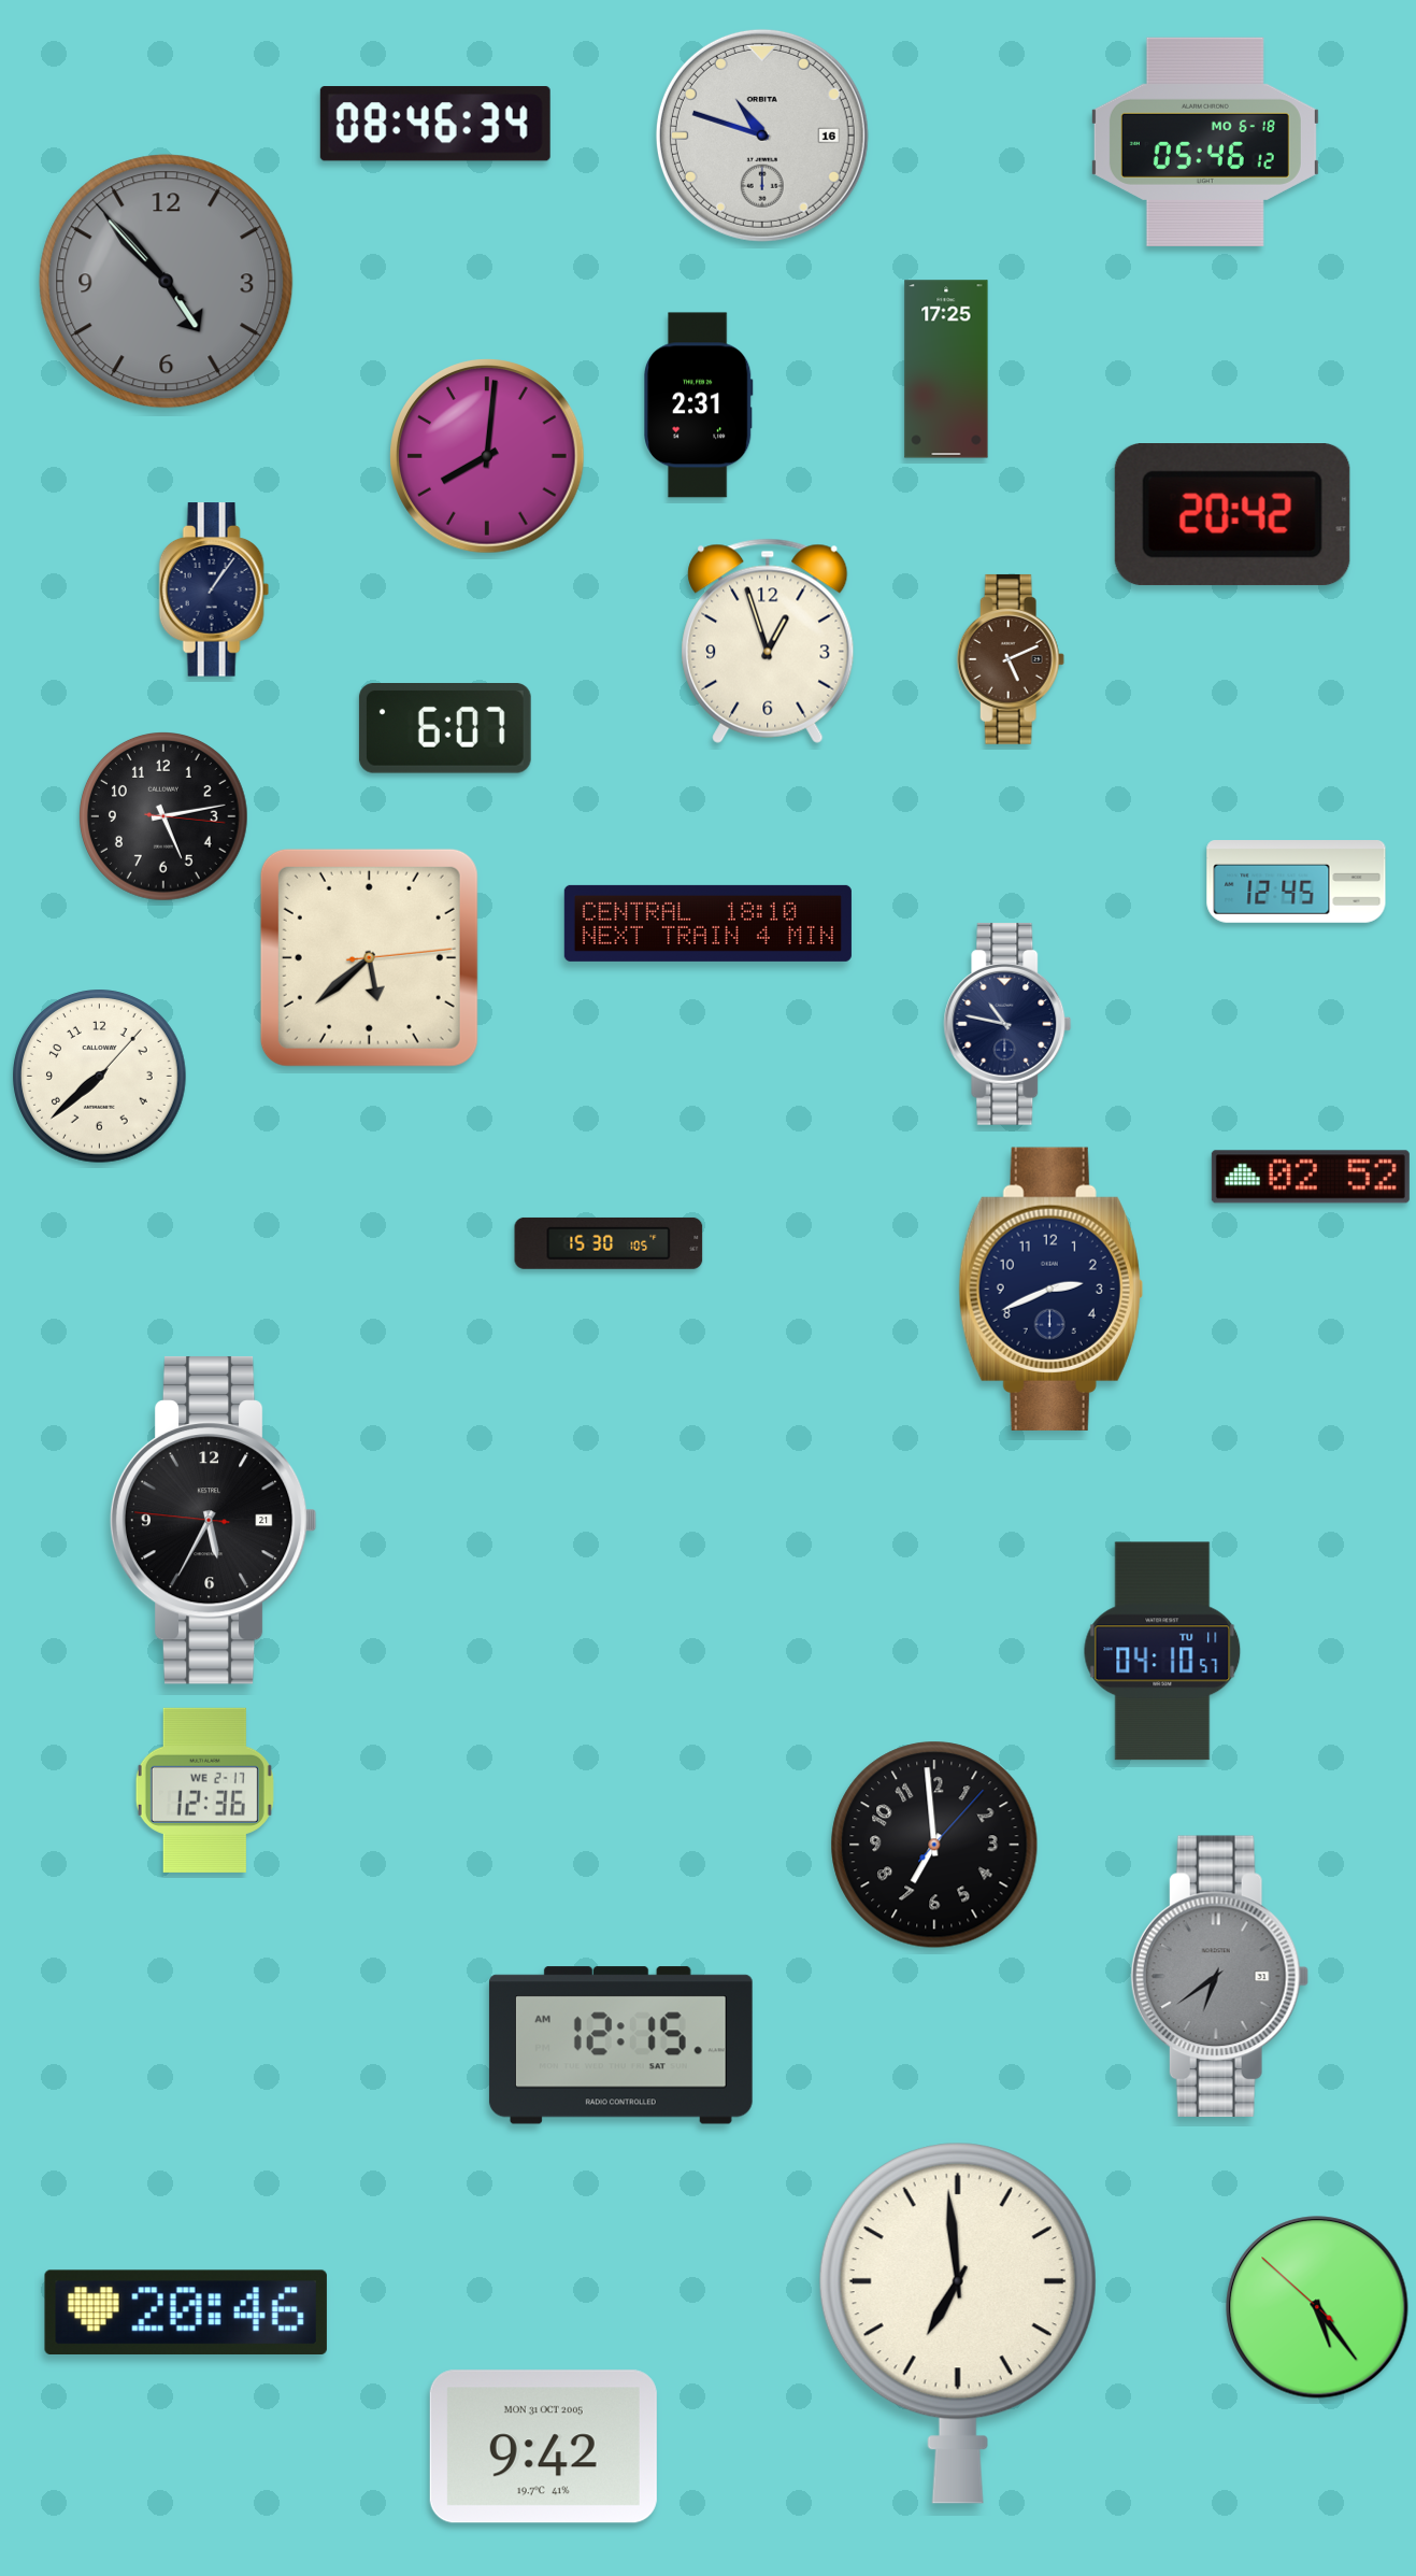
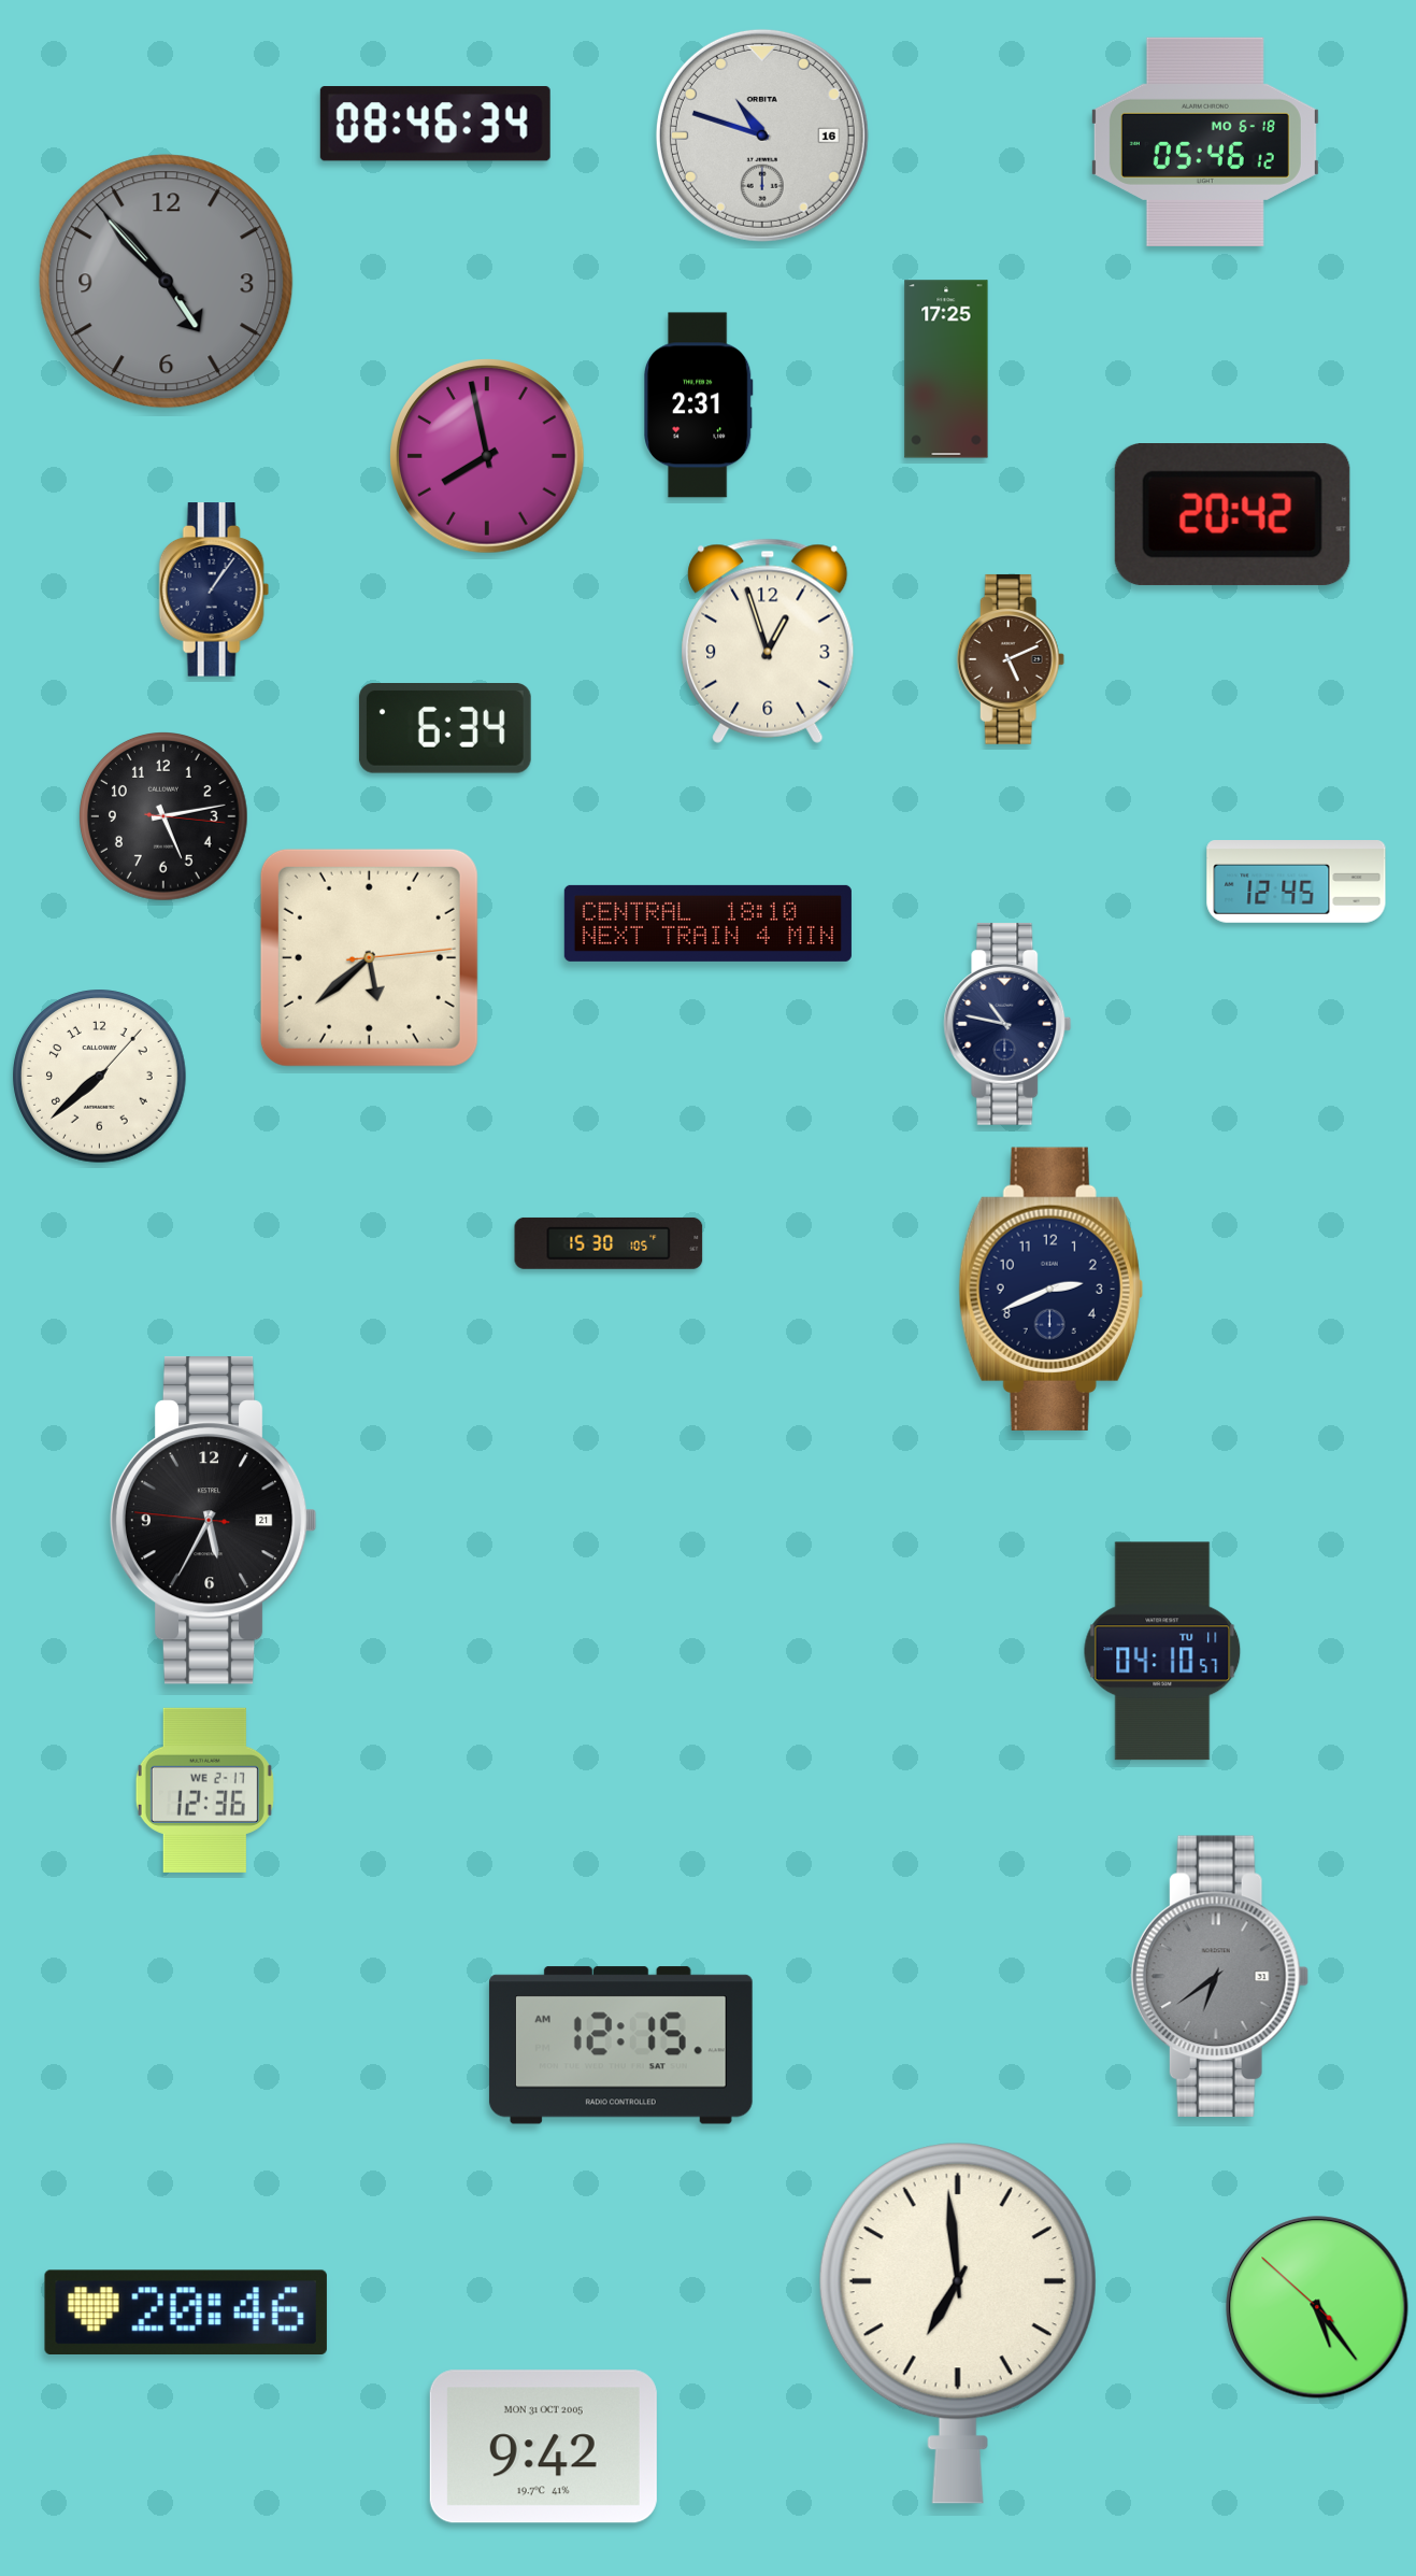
clock at (487, 456): 8:01 -> 7:58
clock at (445, 728): 6:07 -> 6:34
clock at (1311, 1177): 02:52 -> none
clock at (934, 1845): 6:59 -> none
